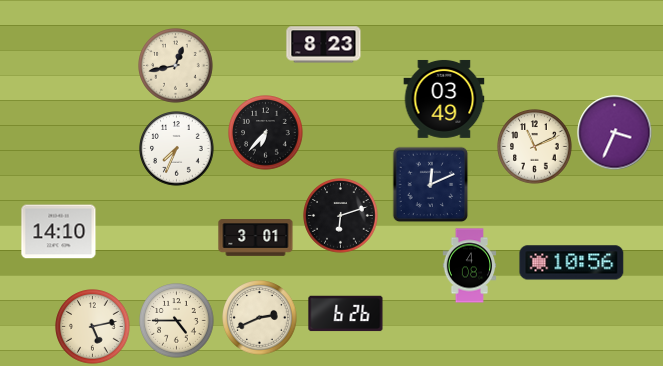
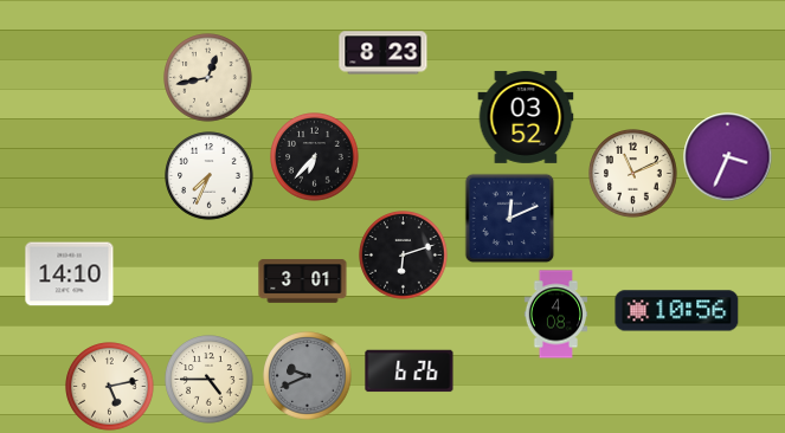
clock at (444, 99): 03:49 -> 03:52
clock at (260, 318): 2:41 -> 9:41
clock at (260, 318) dial: cream -> grey
